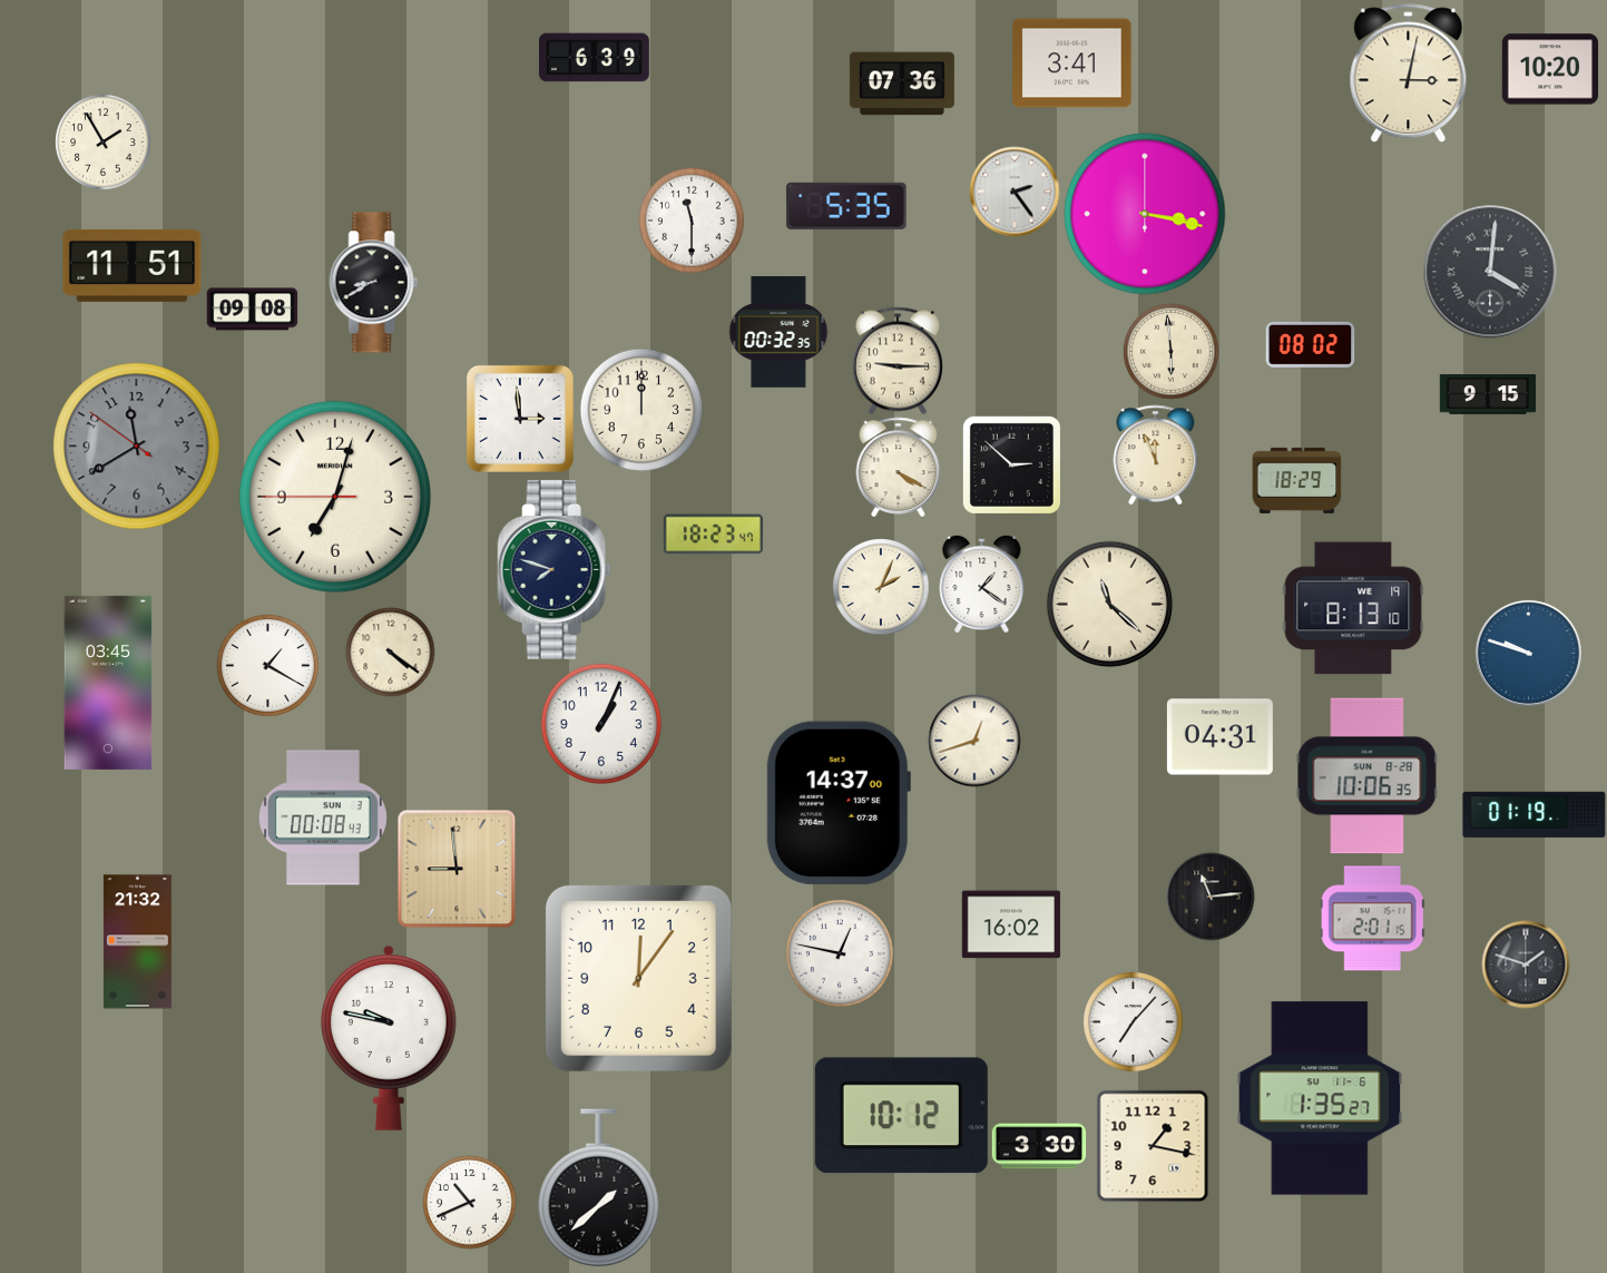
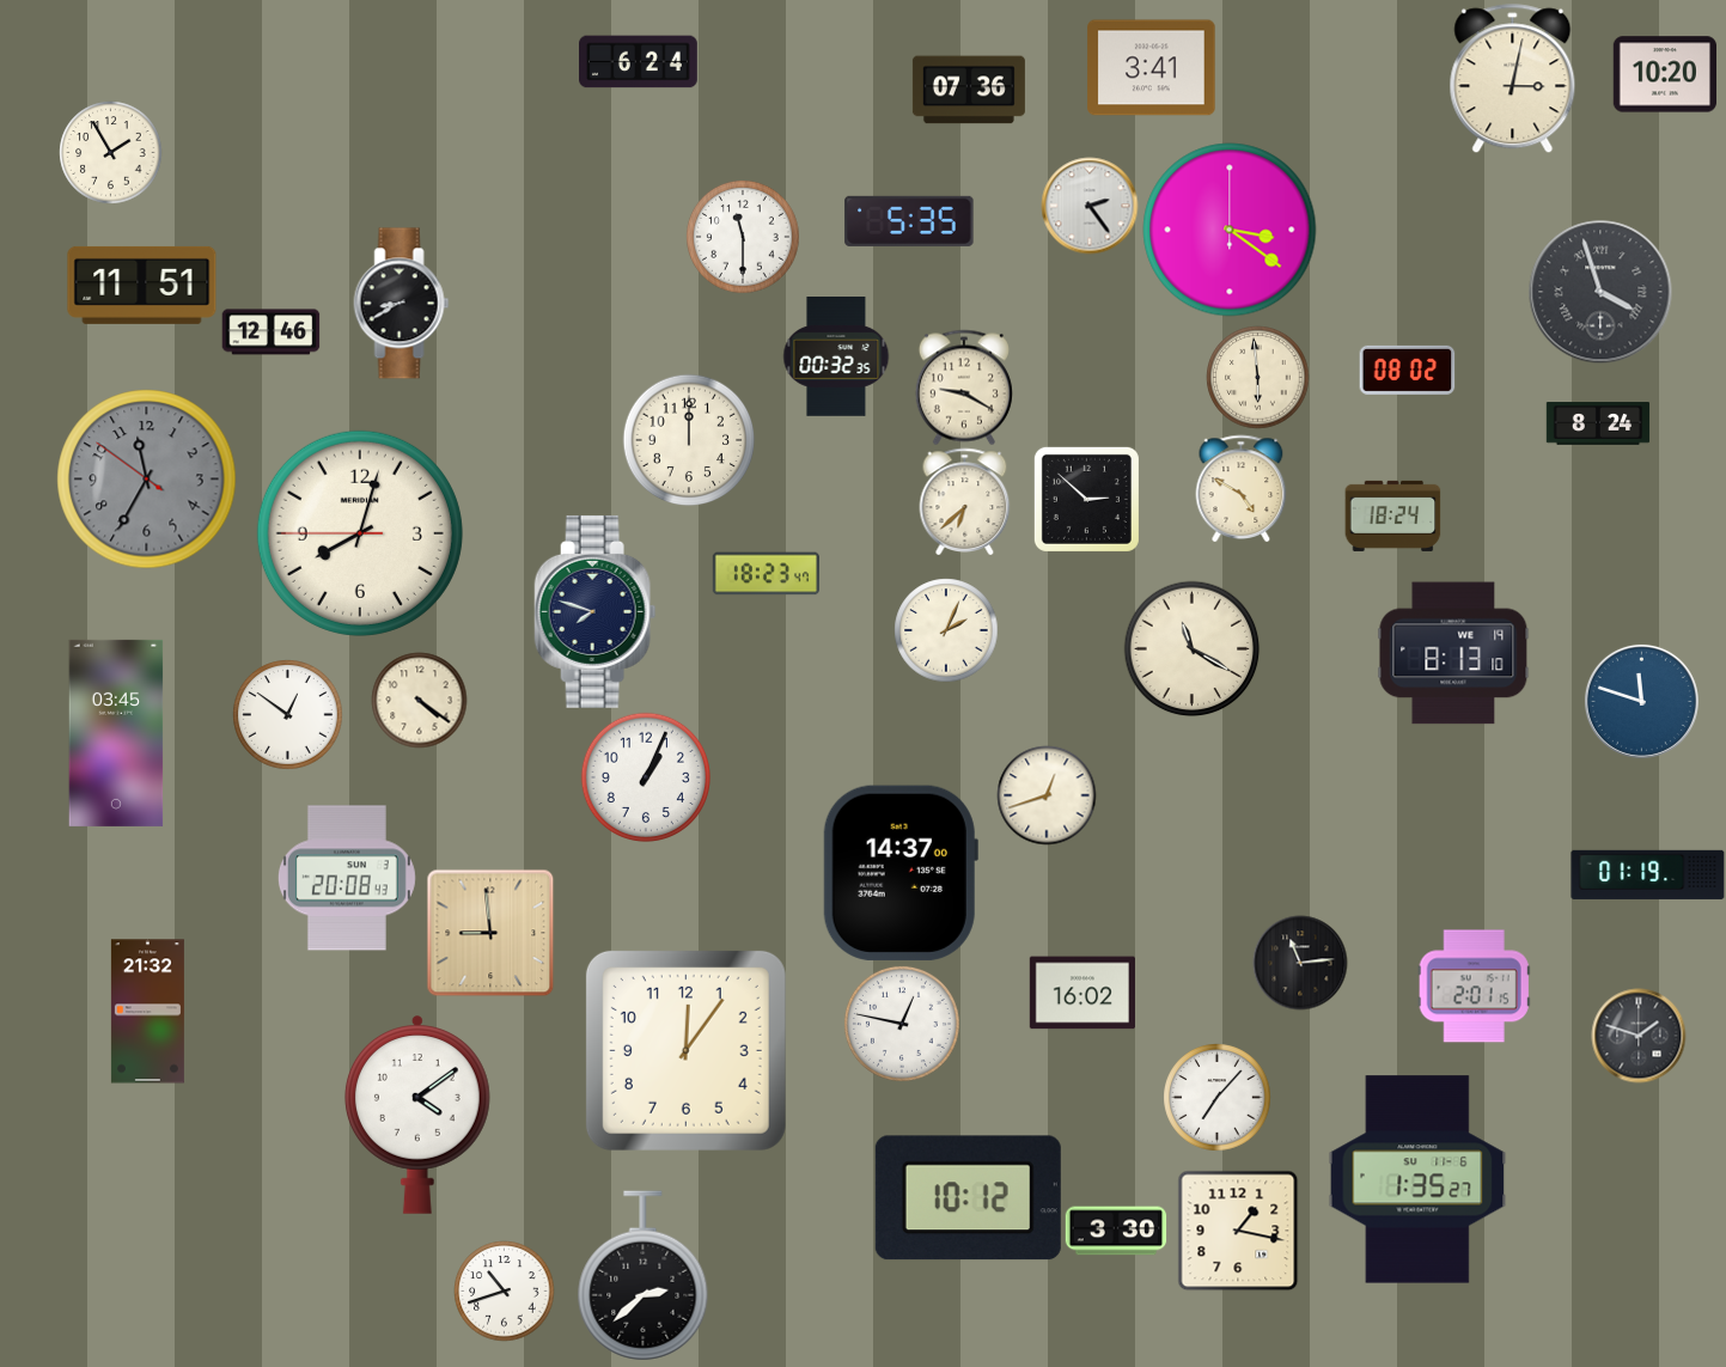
clock at (595, 58): 6:39 -> 6:24
clock at (1145, 214): 3:17 -> 3:21
clock at (1490, 272): 4:01 -> 3:57
clock at (252, 310): 09:08 -> 12:46
clock at (898, 361): 9:15 -> 9:20
clock at (1488, 394): 9:15 -> 8:24
clock at (520, 419): 2:59 -> none
clock at (137, 447): 11:39 -> 11:34
clock at (1156, 454): 11:56 -> 4:50
clock at (899, 467): 4:20 -> 6:38
clock at (1296, 480): 18:29 -> 18:24
clock at (335, 497): 7:02 -> 8:02
clock at (982, 584): 1:21 -> none
clock at (1109, 604): 11:22 -> 11:20
clock at (1528, 653): 9:48 -> 11:48
clock at (267, 665): 1:20 -> 12:51
clock at (1219, 737): 04:31 -> none
clock at (1368, 776): 10:06 -> none
clock at (839, 803) position: (839, 803) -> (901, 873)
clock at (323, 817): 00:08 -> 20:08
clock at (1010, 924) position: (1010, 924) -> (1081, 993)
clock at (389, 1038): 9:47 -> 4:09
clock at (599, 1188): 1:38 -> 2:38
clock at (469, 1202): 10:41 -> 10:42
